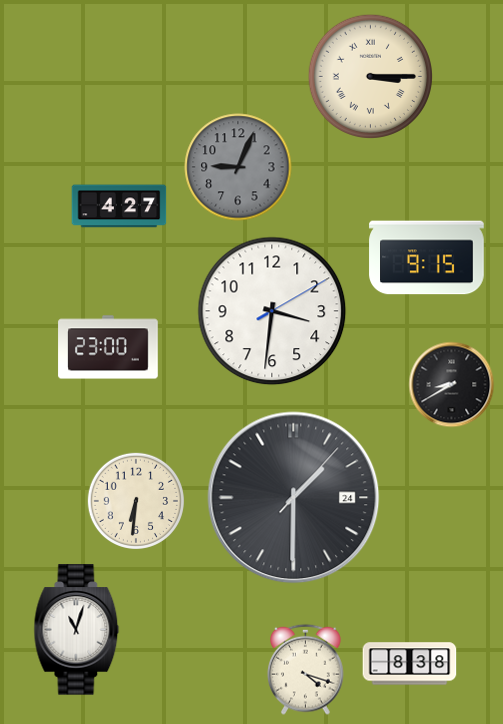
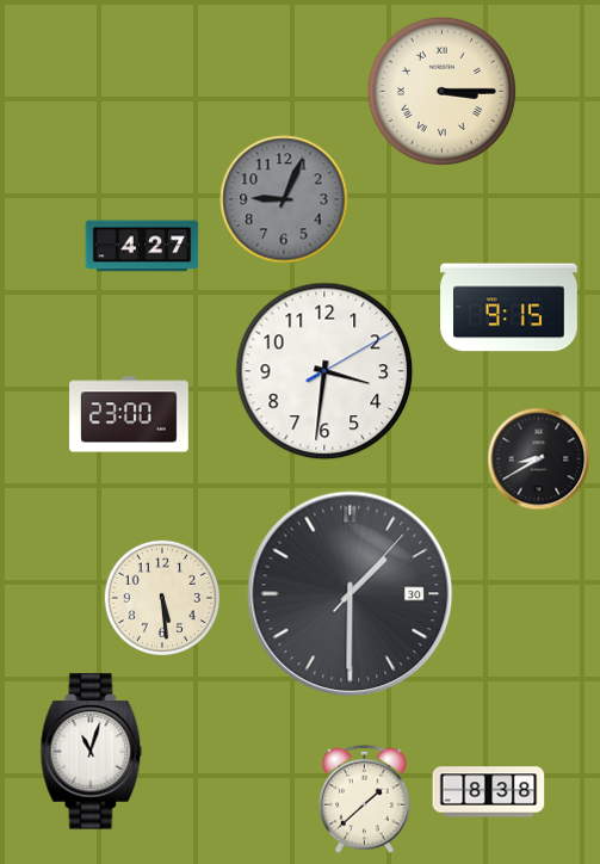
clock at (294, 498) date: 24 -> 30
clock at (136, 501): 6:31 -> 5:29
clock at (306, 669): 4:18 -> 1:38
